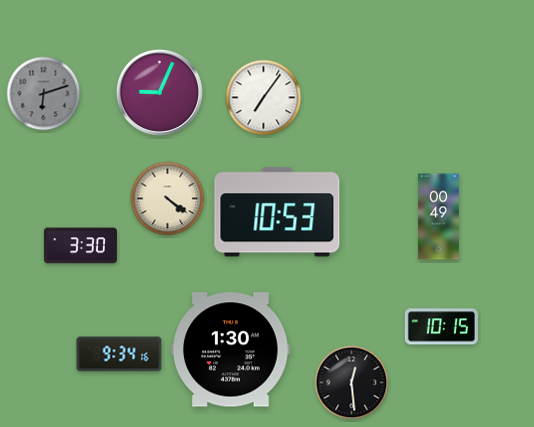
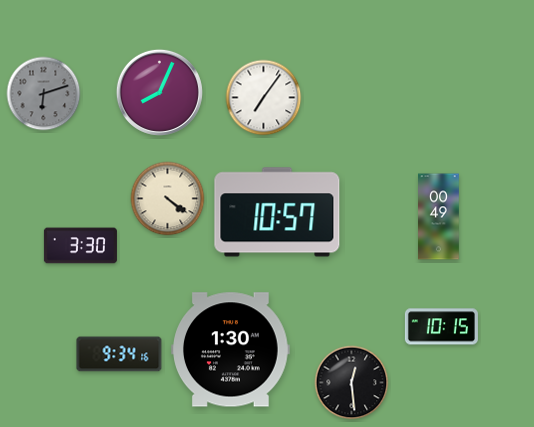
clock at (159, 92): 9:04 -> 8:04
clock at (277, 212): 10:53 -> 10:57
